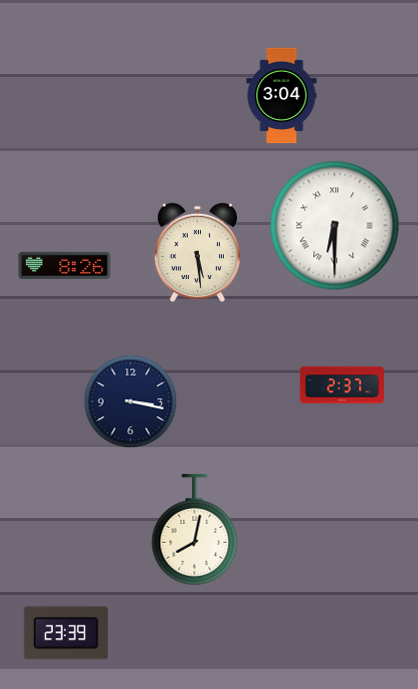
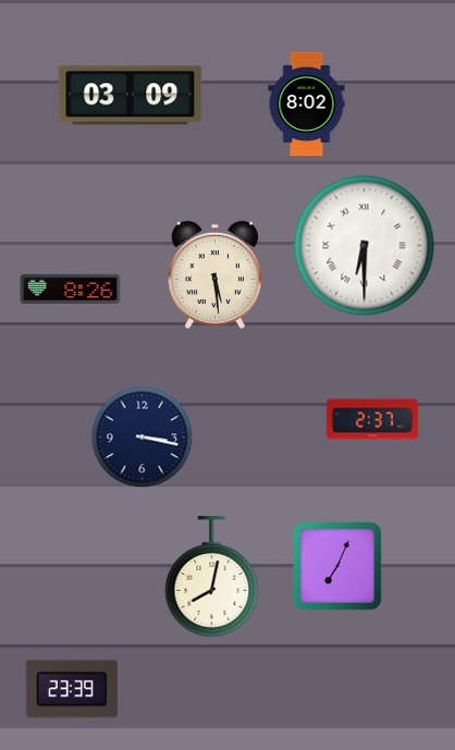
clock at (131, 96): none -> 03:09
clock at (282, 96): 3:04 -> 8:02
clock at (337, 566): none -> 7:04
